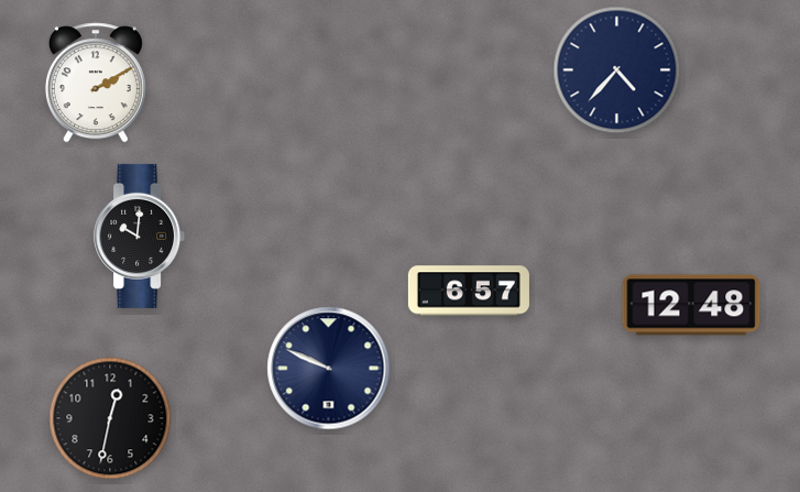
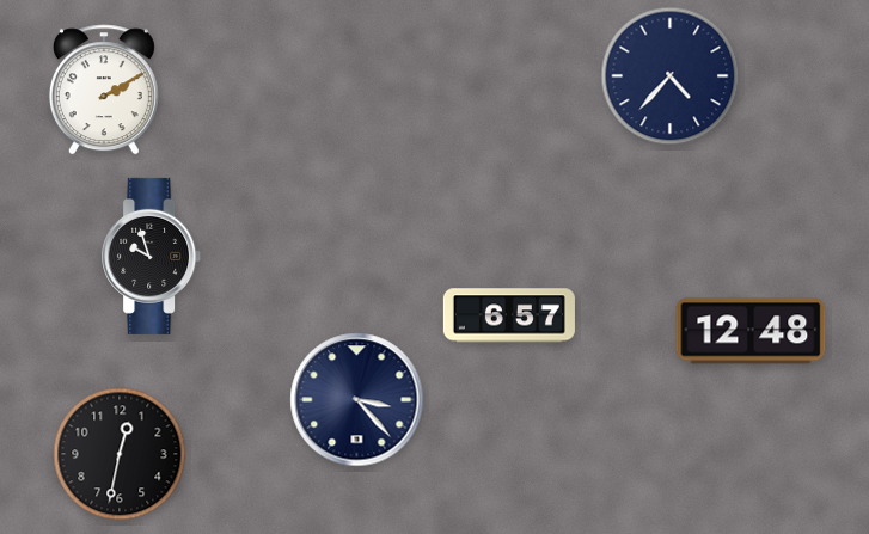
clock at (140, 236): 10:01 -> 9:57
clock at (329, 369): 9:49 -> 3:23
